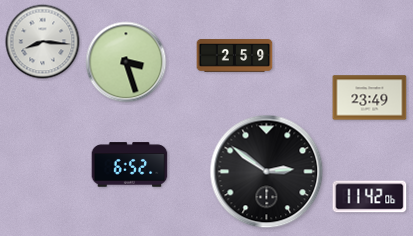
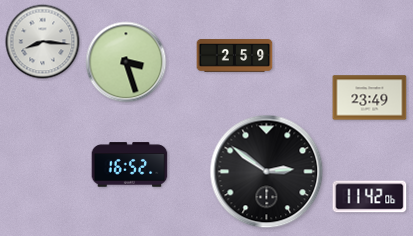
clock at (130, 165): 6:52 -> 16:52
